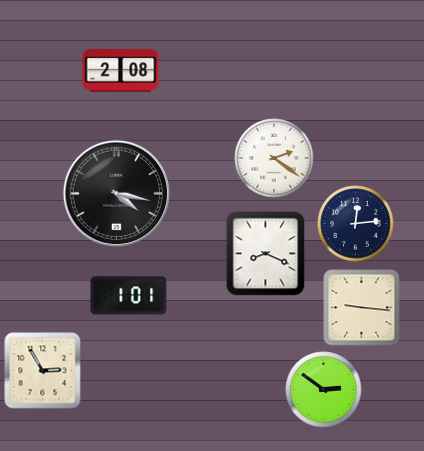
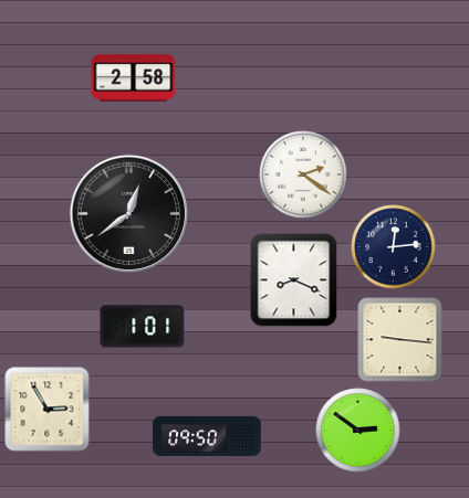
clock at (121, 71): 2:08 -> 2:58
clock at (116, 193): 4:17 -> 12:39
clock at (207, 435): none -> 09:50
